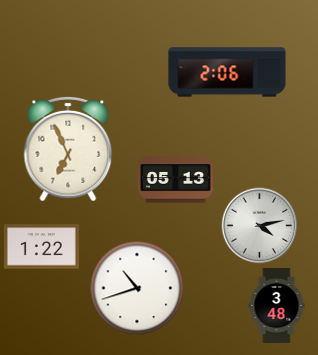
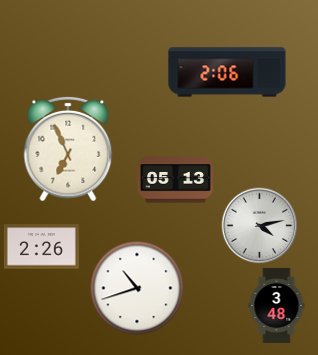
clock at (41, 247): 1:22 -> 2:26
